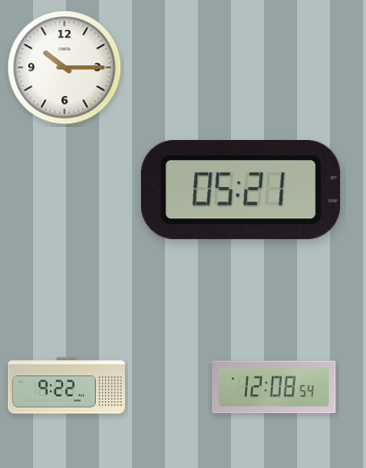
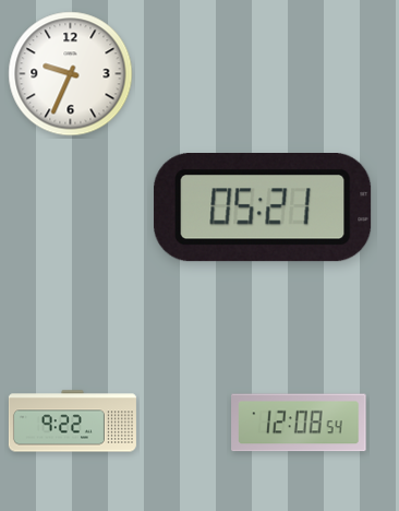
clock at (65, 68): 10:15 -> 9:34
